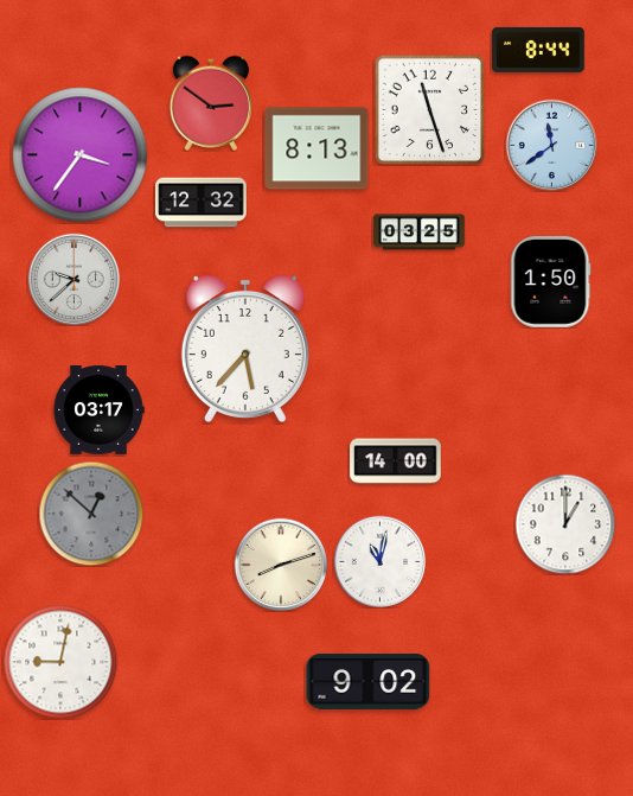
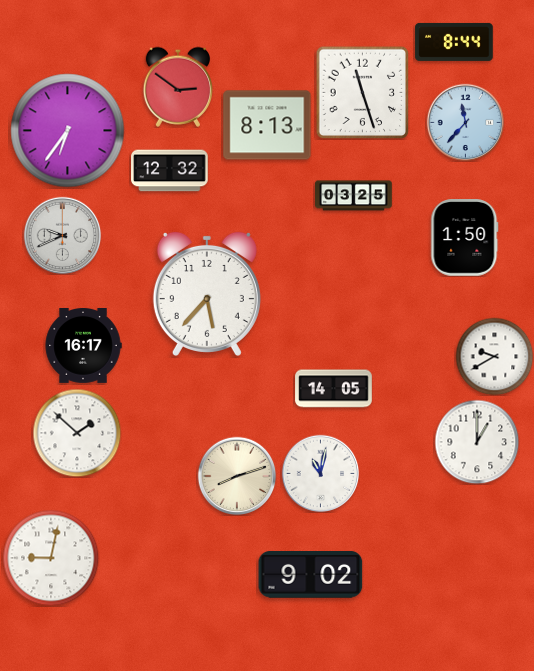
clock at (551, 145): 11:39 -> 11:37
clock at (81, 155): 3:36 -> 6:36
clock at (73, 279): 9:38 -> 9:41
clock at (98, 410): 03:17 -> 16:17
clock at (494, 356): none -> 9:40
clock at (396, 461): 14:00 -> 14:05
clock at (91, 514): 12:52 -> 1:52
clock at (91, 514) dial: grey -> white
